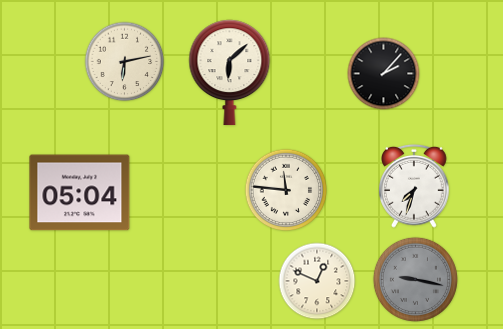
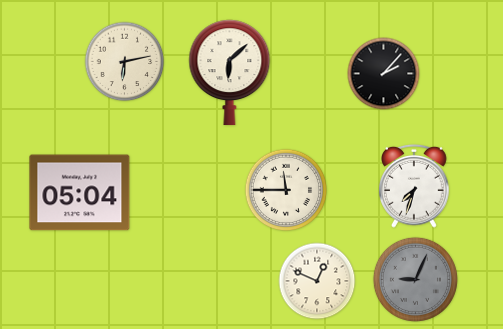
clock at (286, 190): 11:46 -> 11:45
clock at (415, 279): 9:17 -> 9:04
